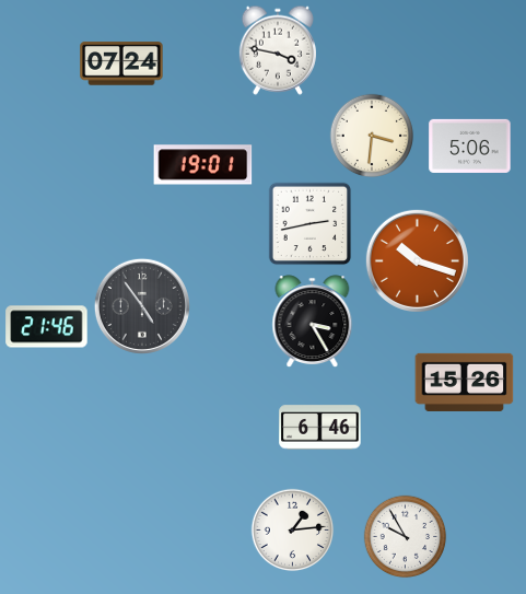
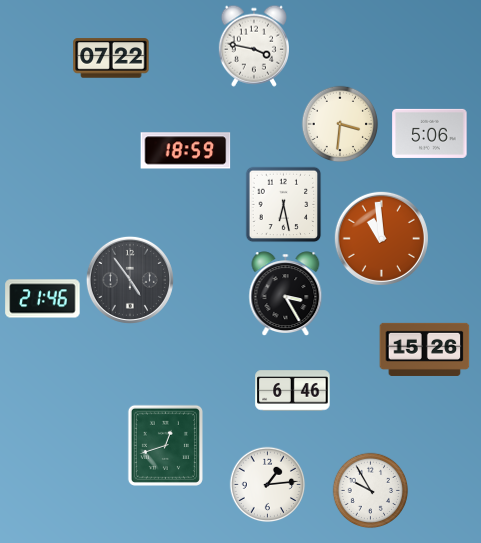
clock at (121, 63): 07:24 -> 07:22
clock at (203, 165): 19:01 -> 18:59
clock at (311, 224): 2:43 -> 6:28
clock at (417, 260): 10:18 -> 10:59
clock at (165, 445): none -> 12:42
